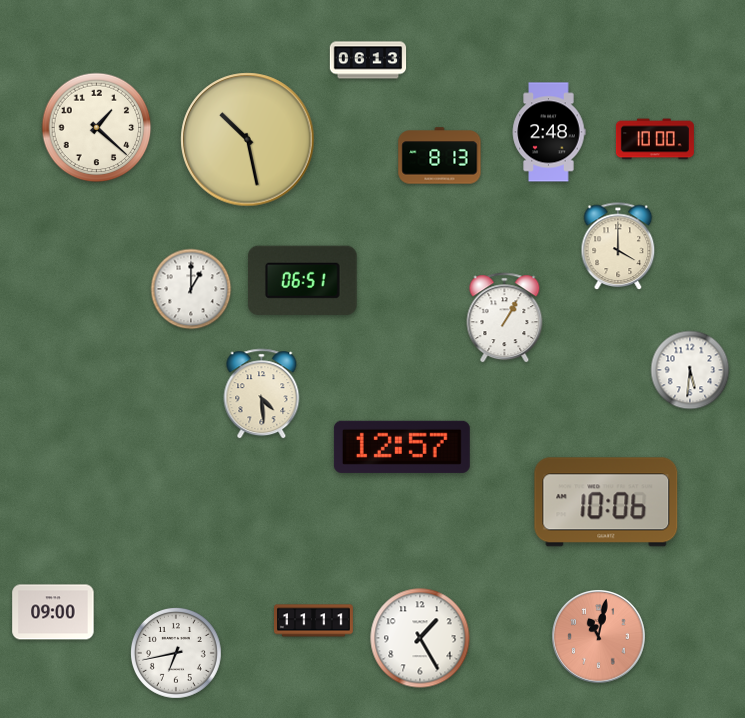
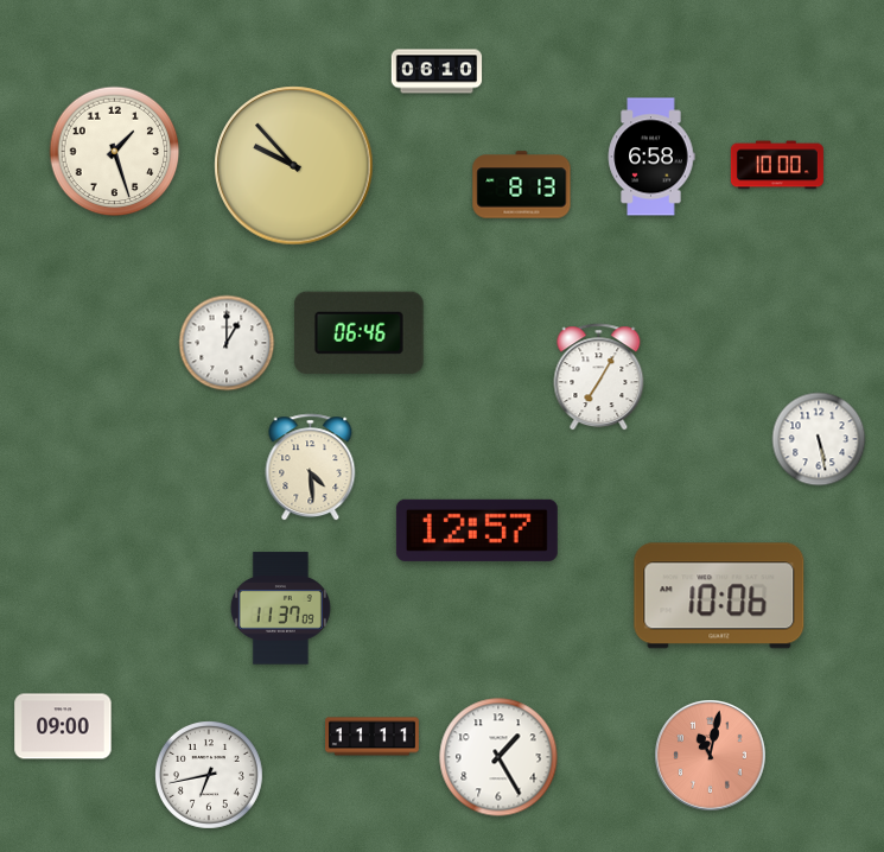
clock at (368, 60): 06:13 -> 06:10
clock at (97, 128): 1:22 -> 1:27
clock at (549, 132): 2:48 -> 6:58
clock at (248, 140): 10:28 -> 9:53
clock at (618, 247): 4:00 -> none
clock at (303, 280): 06:51 -> 06:46
clock at (505, 318): 1:05 -> 7:05
clock at (690, 370): 5:31 -> 5:28
clock at (280, 609): none -> 11:37
